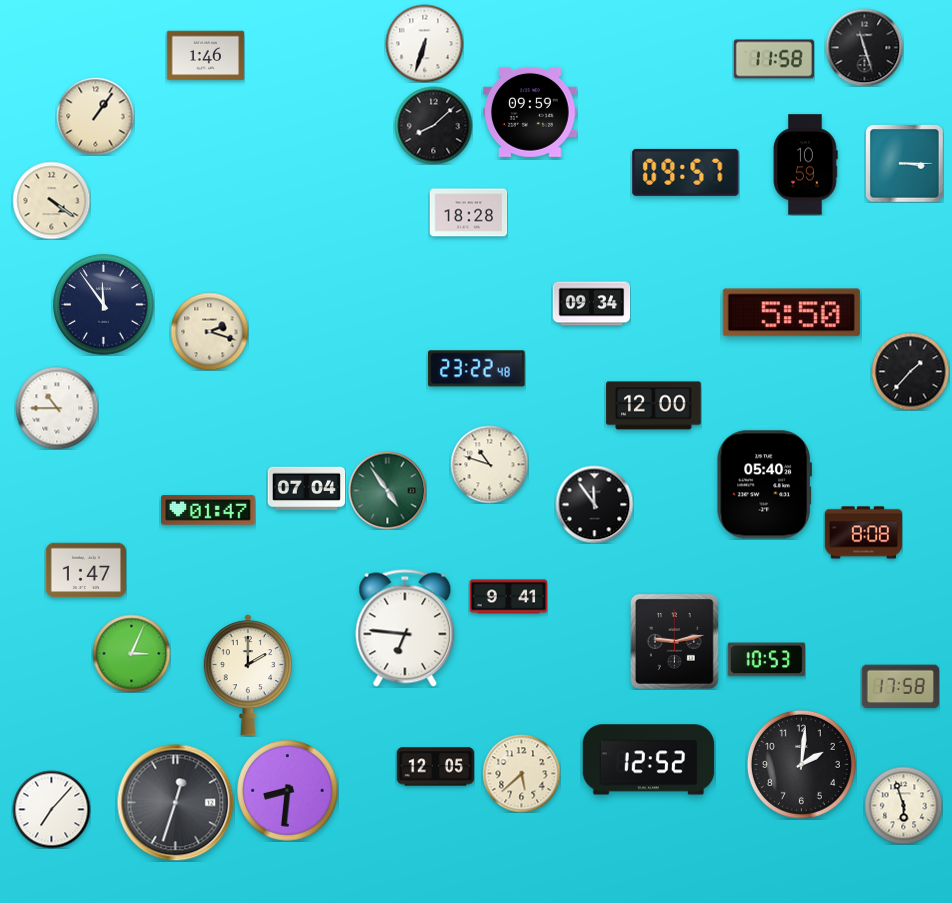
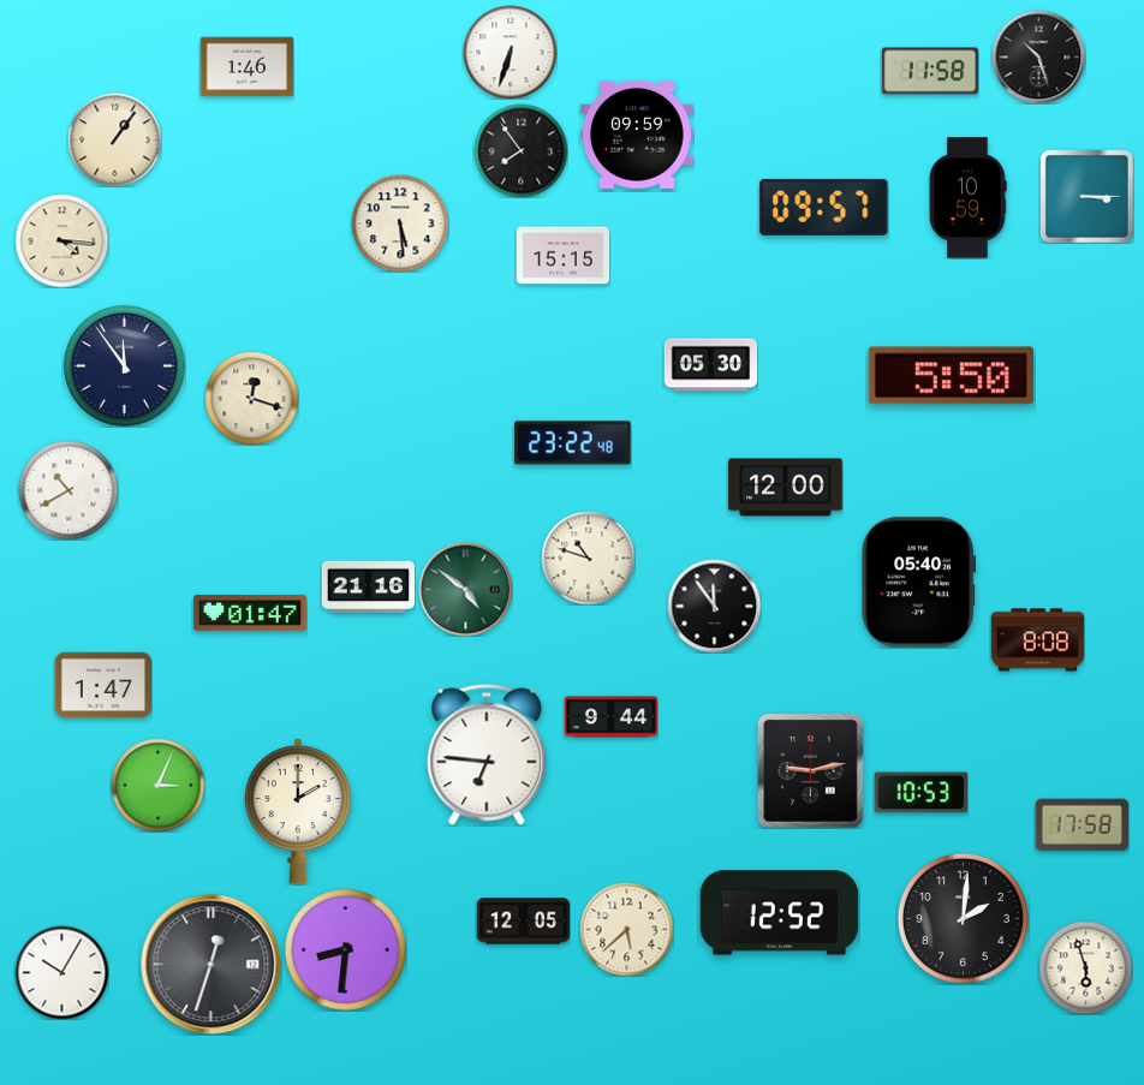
clock at (864, 47): 11:27 -> 10:27
clock at (433, 125): 8:08 -> 7:54
clock at (400, 223): none -> 5:29
clock at (51, 200): 4:21 -> 4:16
clock at (468, 213): 18:28 -> 15:15
clock at (591, 304): 09:34 -> 05:30
clock at (209, 331): 2:18 -> 12:18
clock at (910, 371): 1:37 -> none
clock at (57, 408): 10:45 -> 10:40
clock at (306, 488): 07:04 -> 21:16
clock at (387, 490): 4:54 -> 4:51
clock at (508, 597): 9:41 -> 9:44
clock at (51, 809): 7:07 -> 10:05
